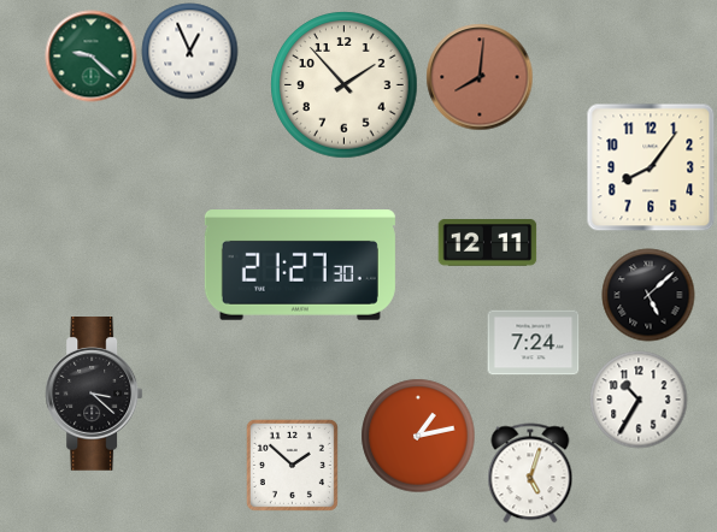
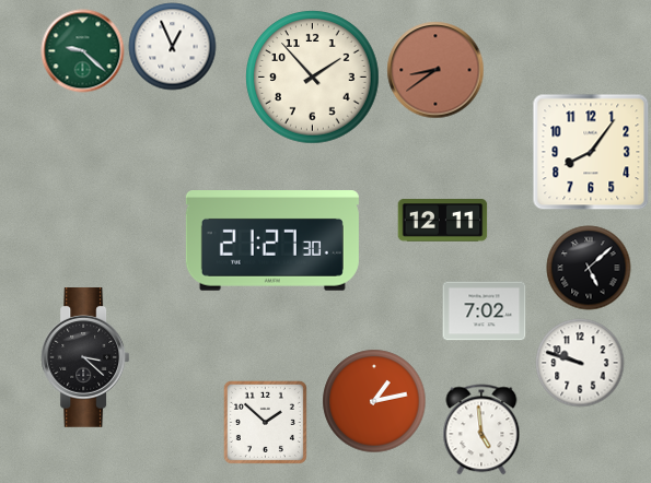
clock at (480, 77): 8:01 -> 8:39
clock at (534, 343): 7:24 -> 7:02
clock at (639, 400): 10:35 -> 9:48
clock at (418, 436) position: (418, 436) -> (374, 401)
clock at (530, 473): 5:03 -> 4:59
